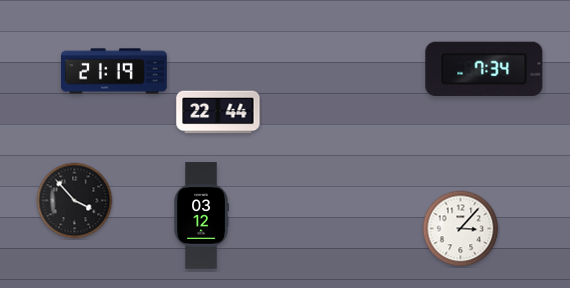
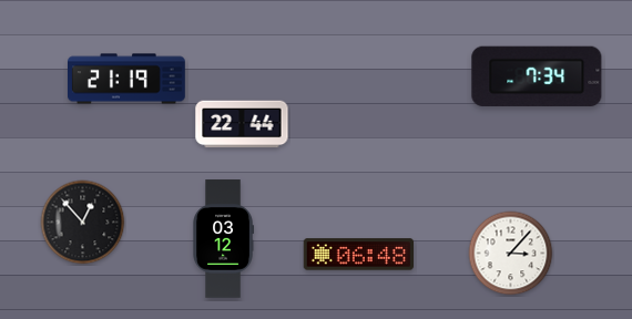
clock at (75, 201): 3:53 -> 12:53
clock at (359, 255): none -> 06:48
